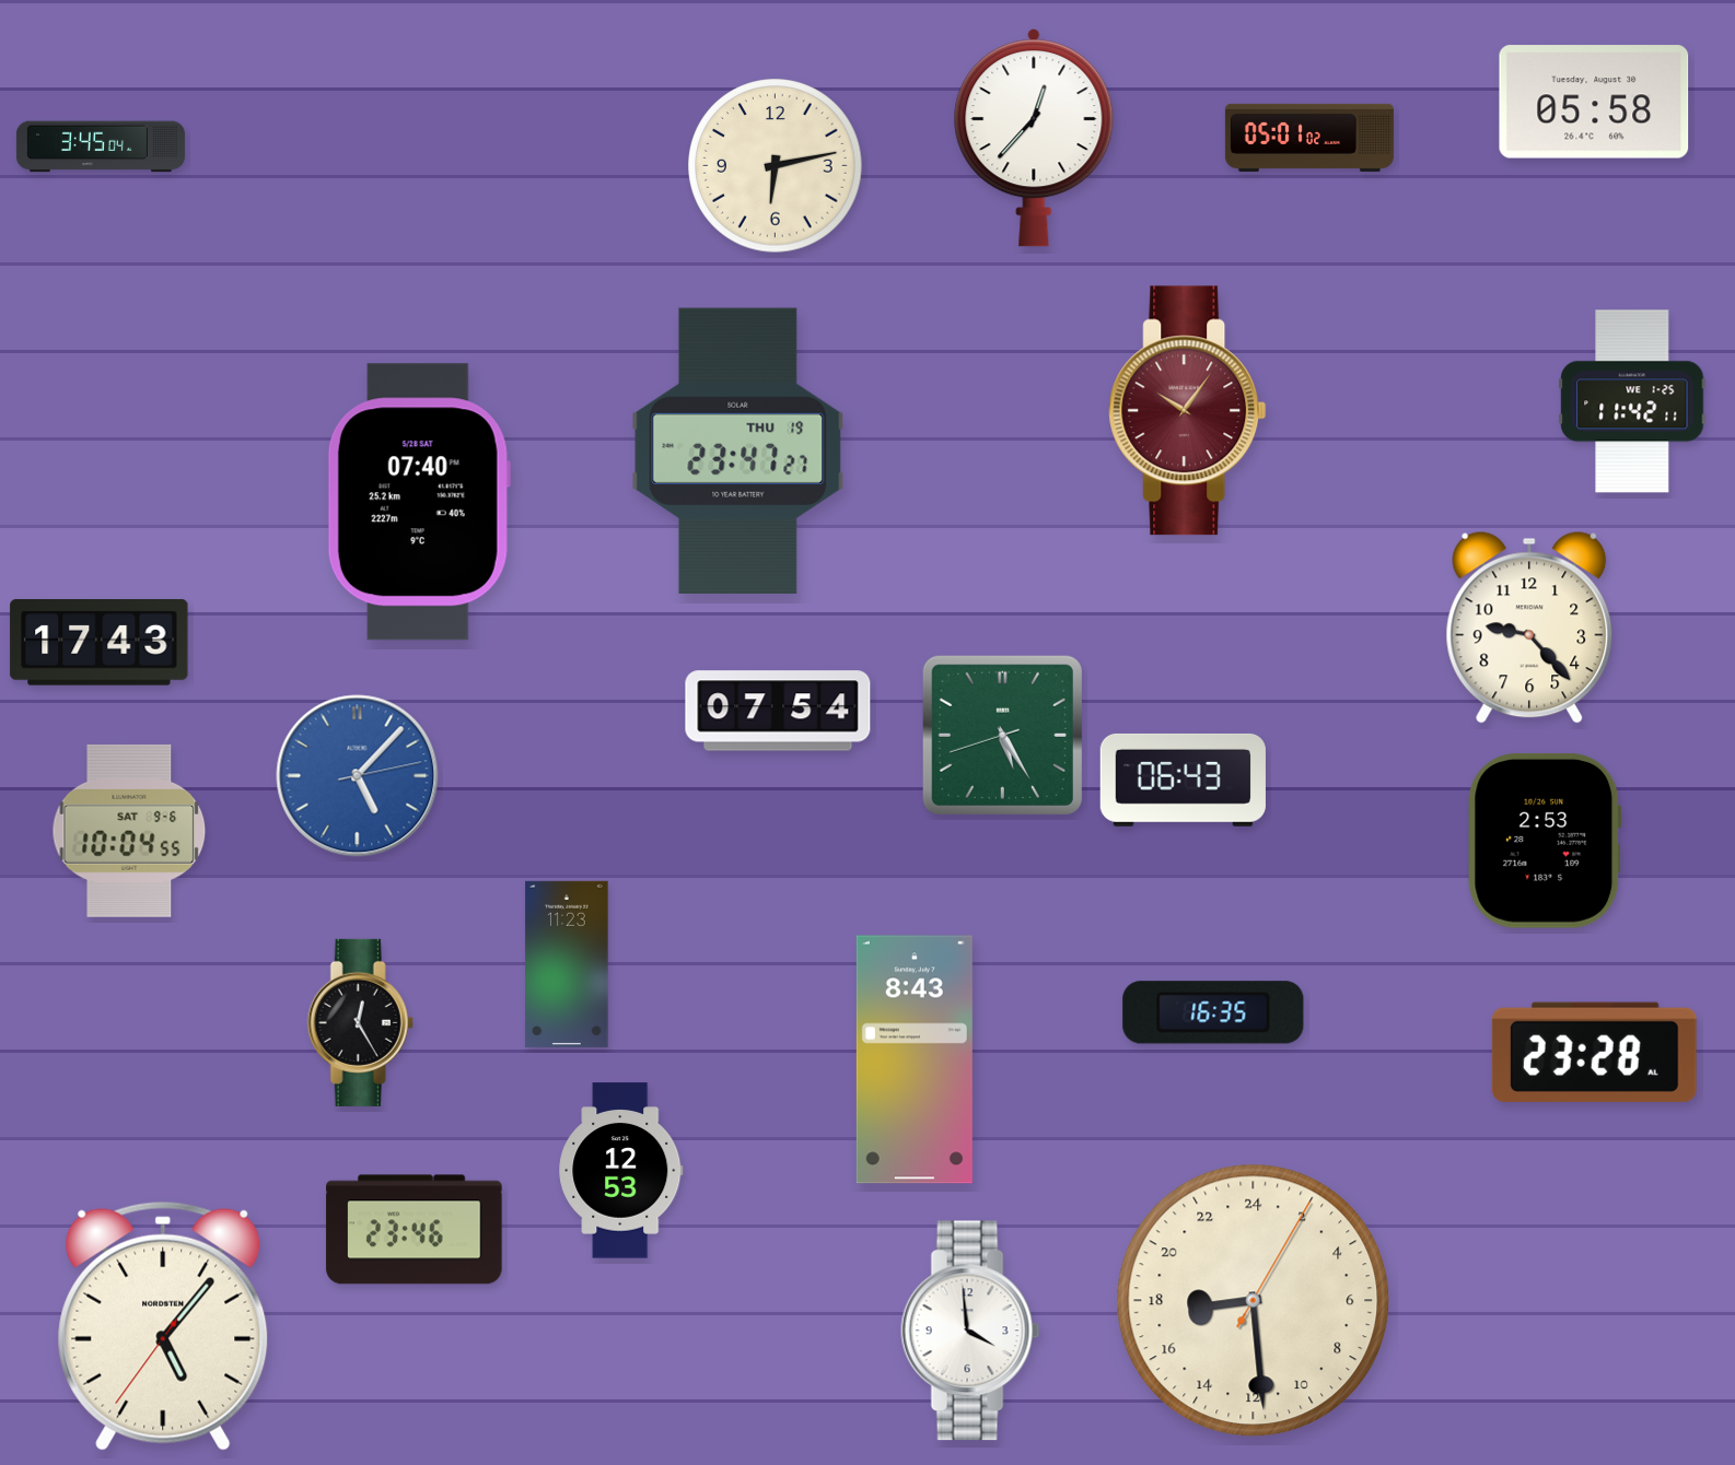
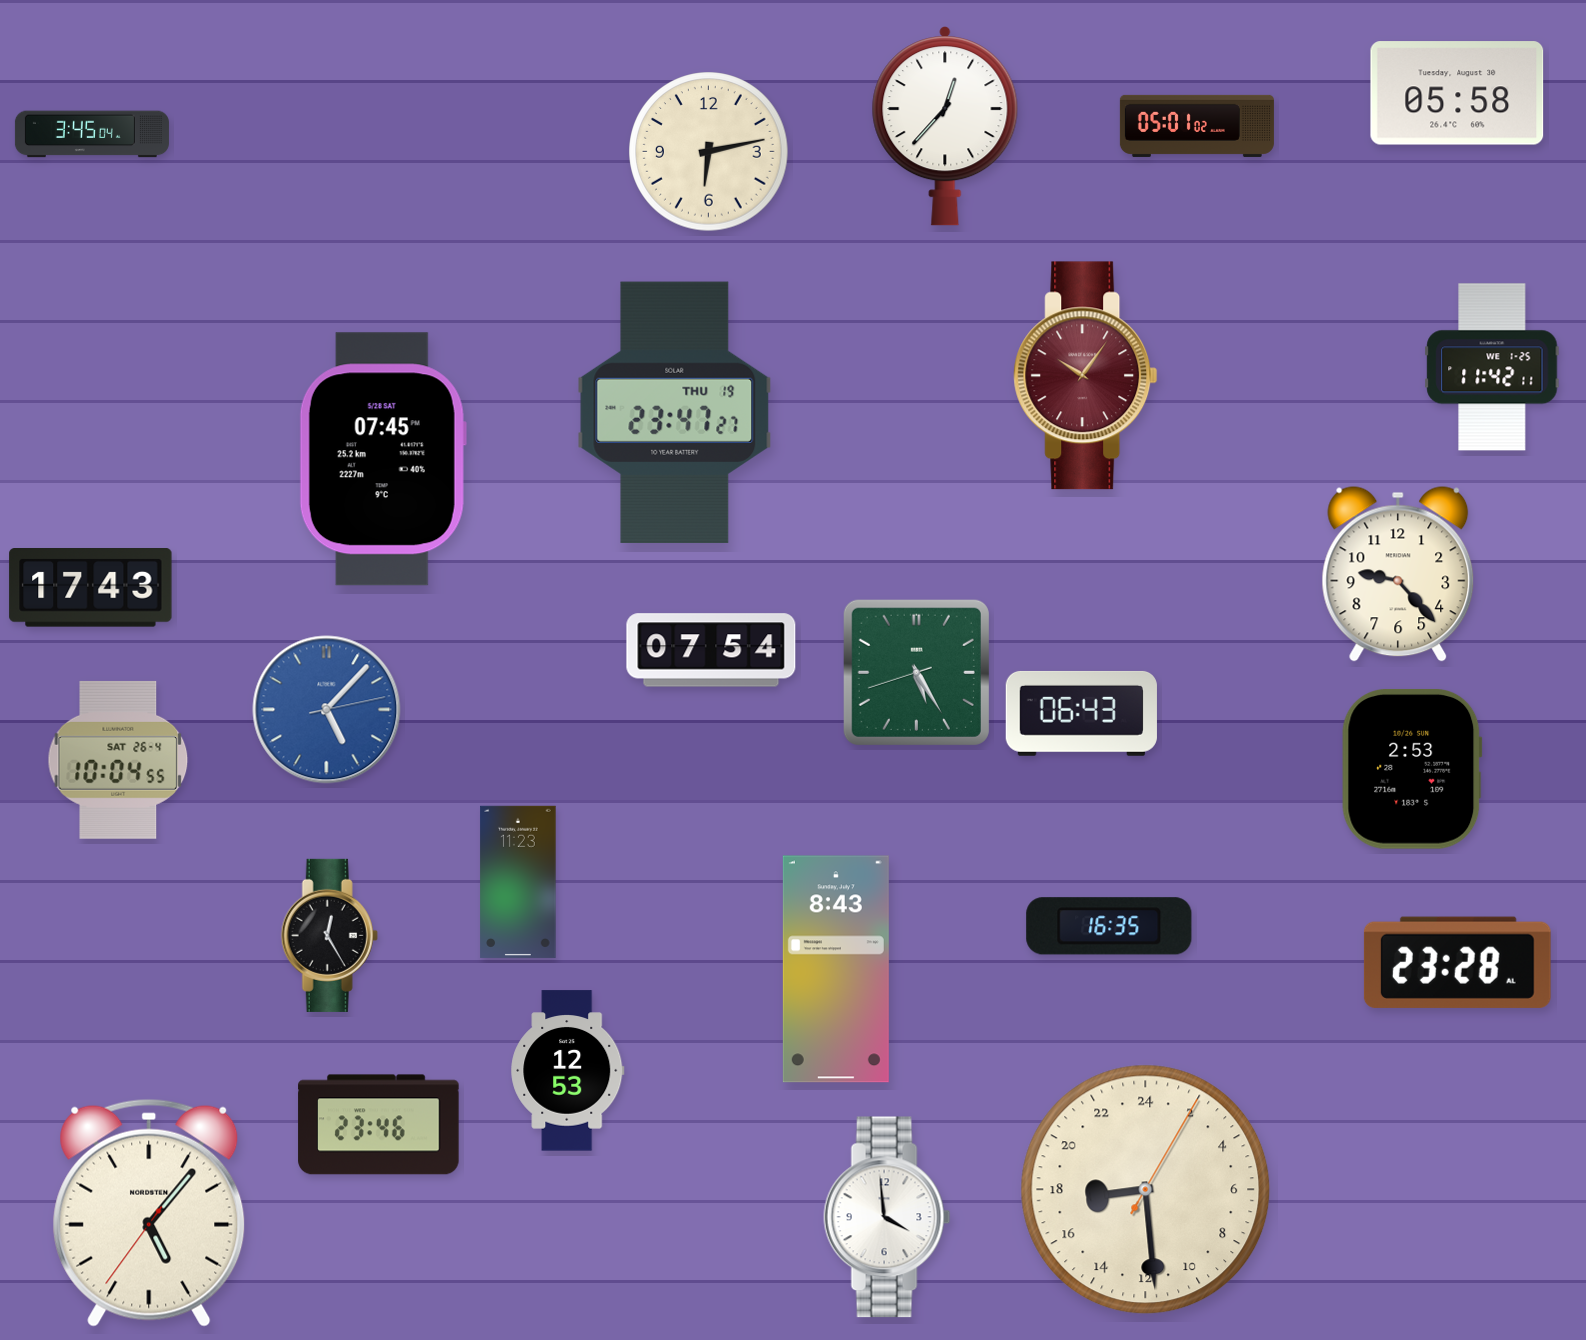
clock at (419, 502): 07:40 -> 07:45
clock at (129, 831) date: SAT 9-6 -> SAT 26-4
